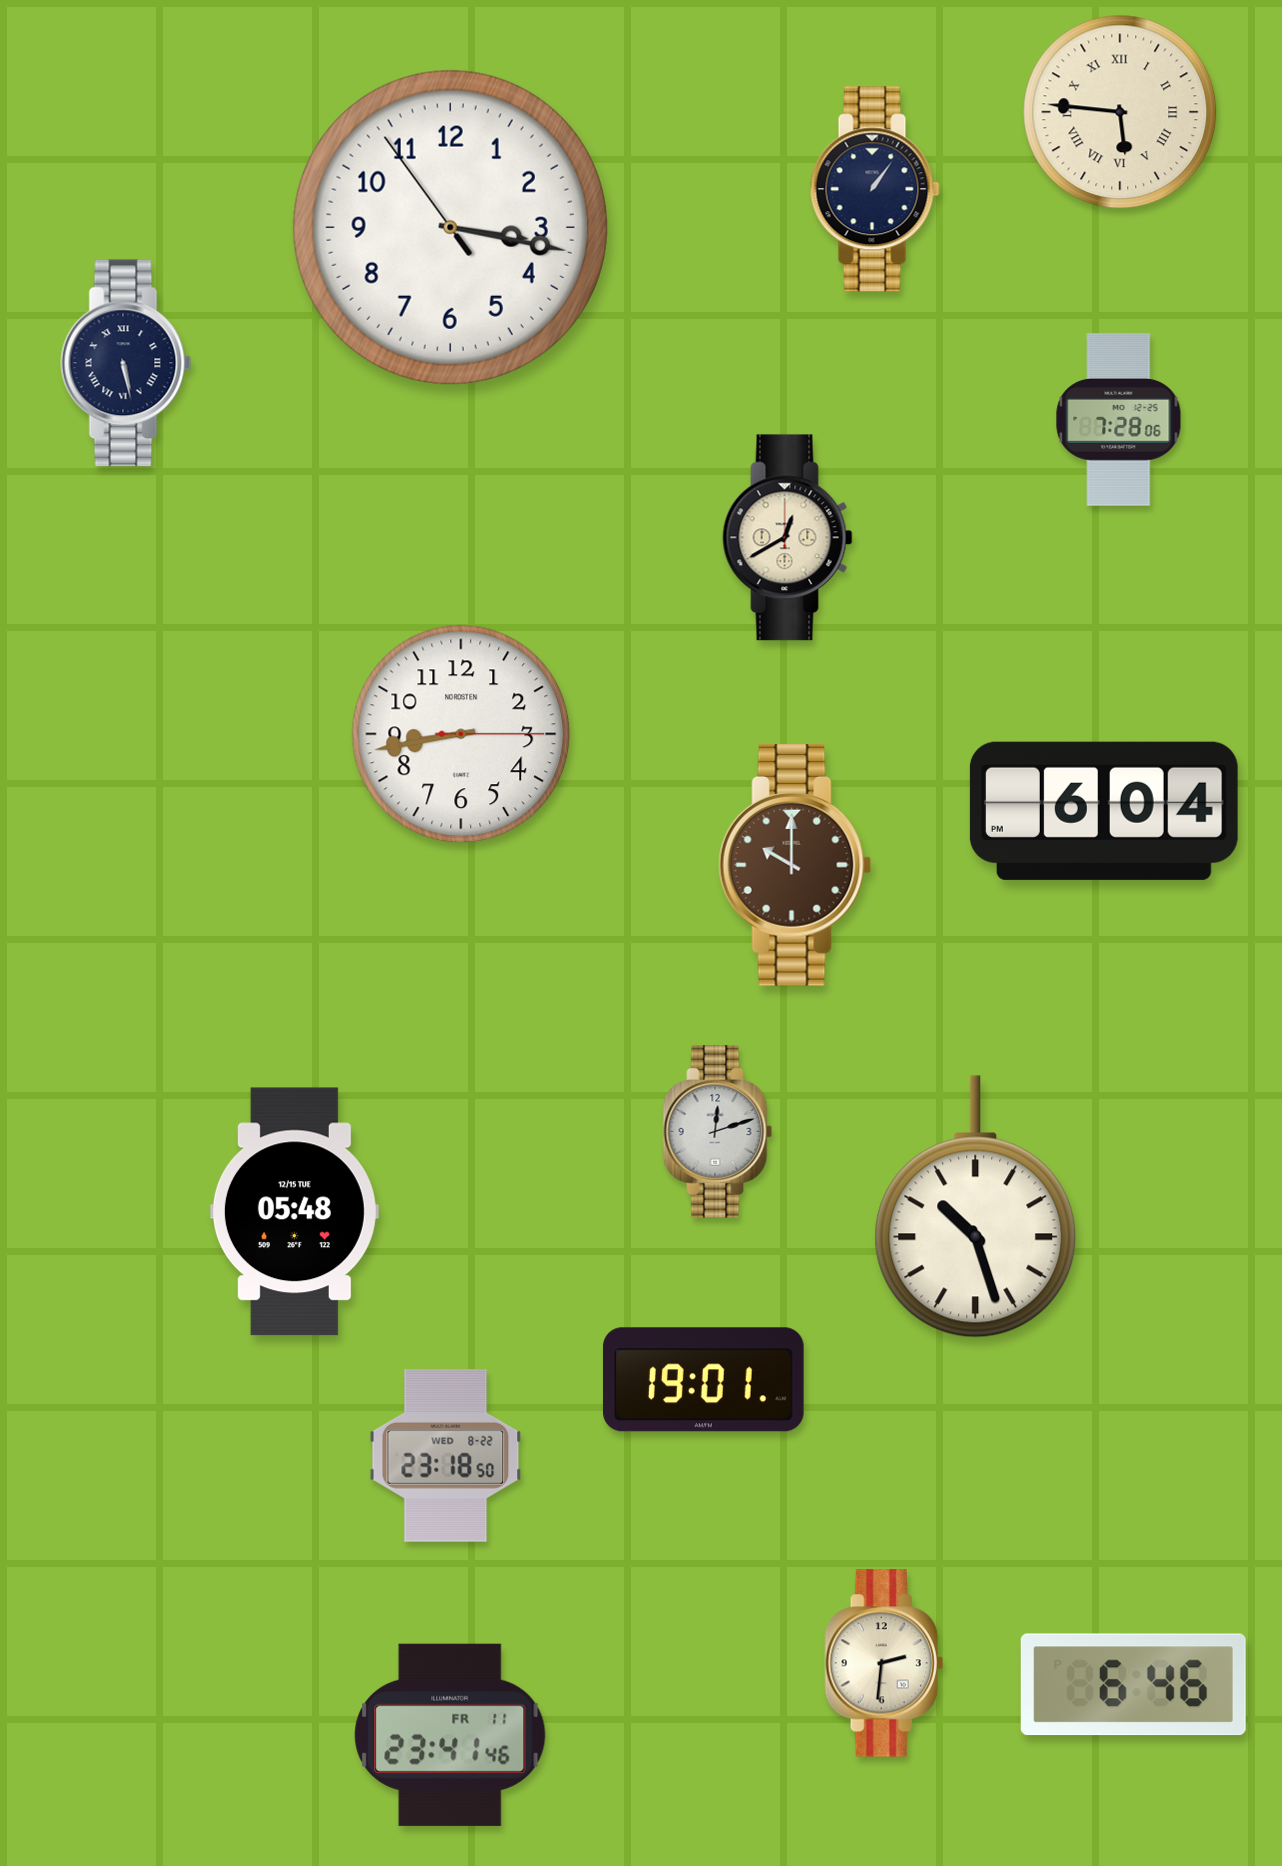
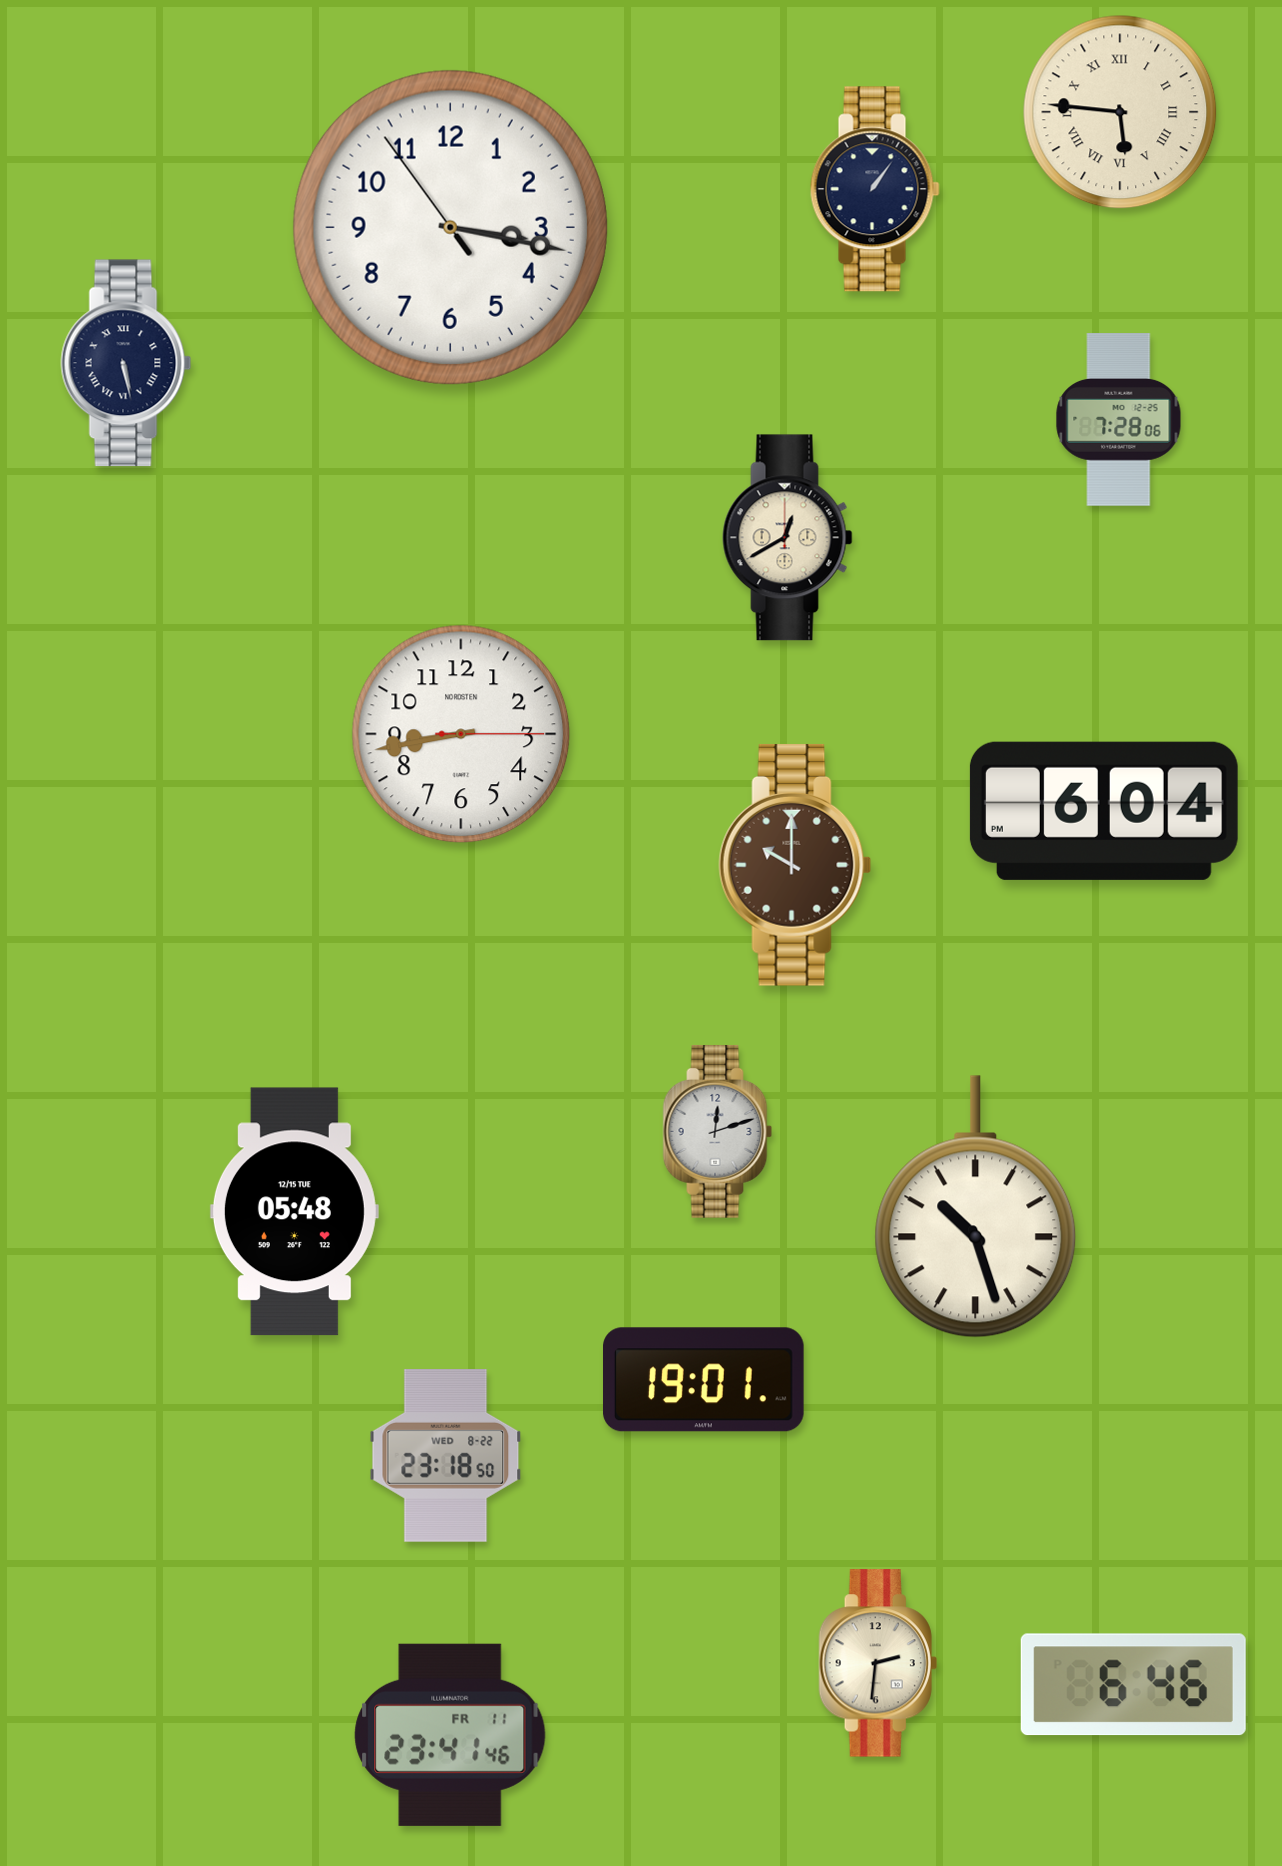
clock at (884, 1663) position: (884, 1663) -> (878, 1663)
